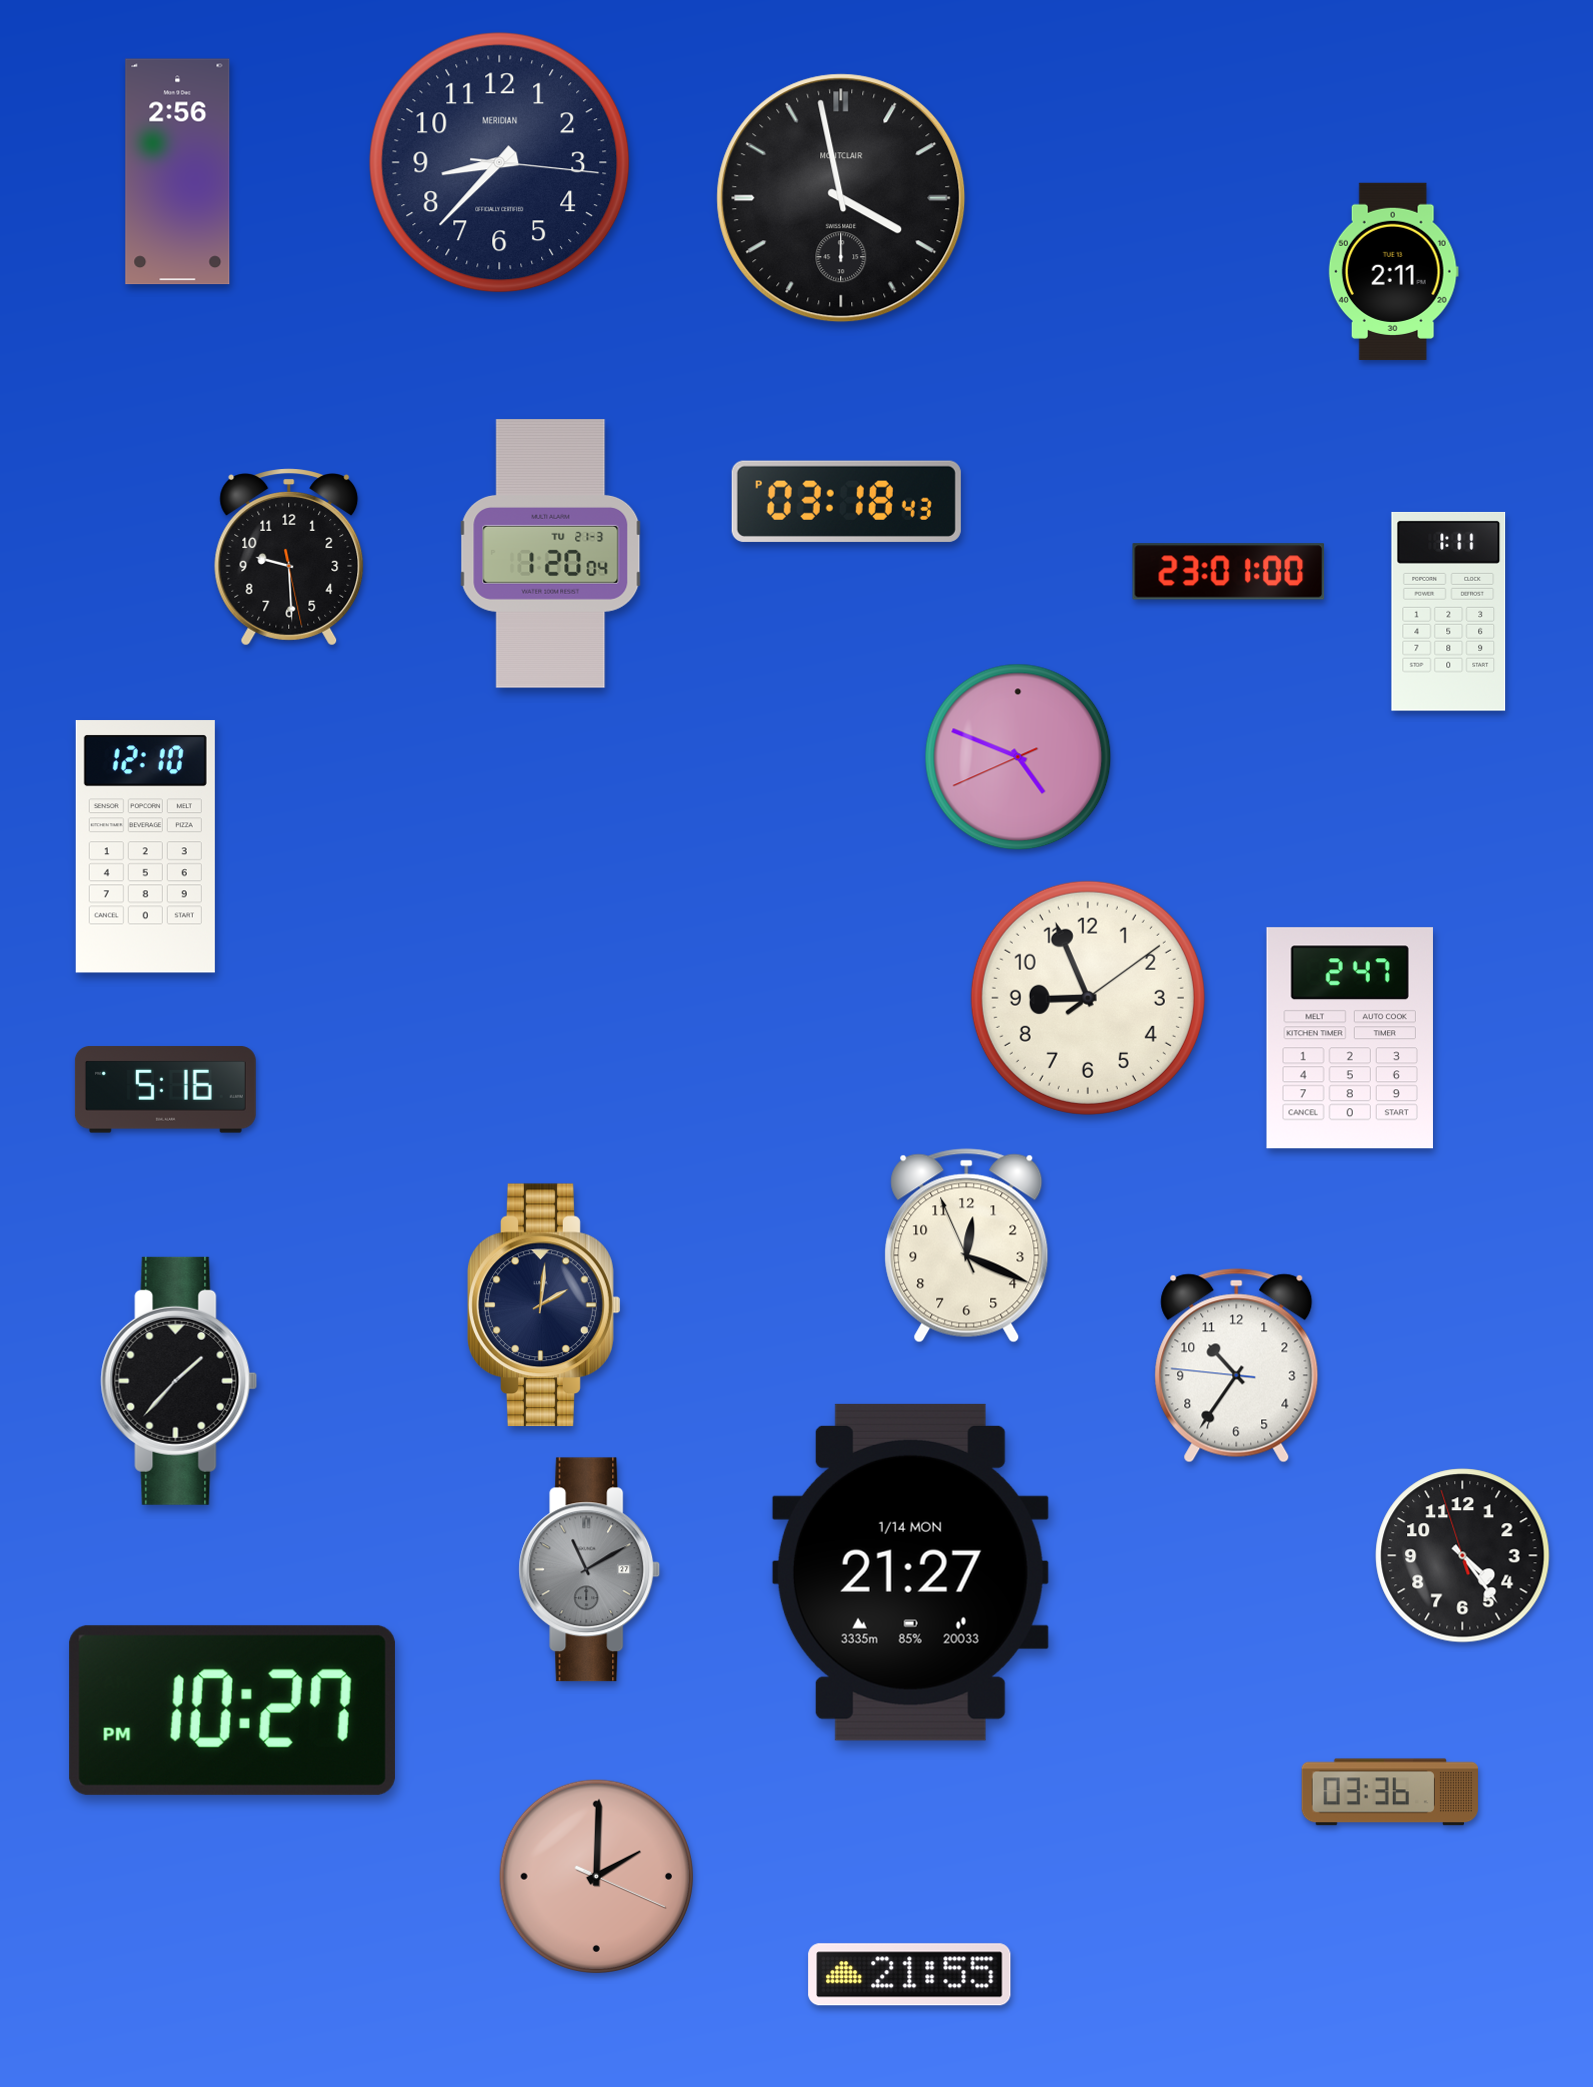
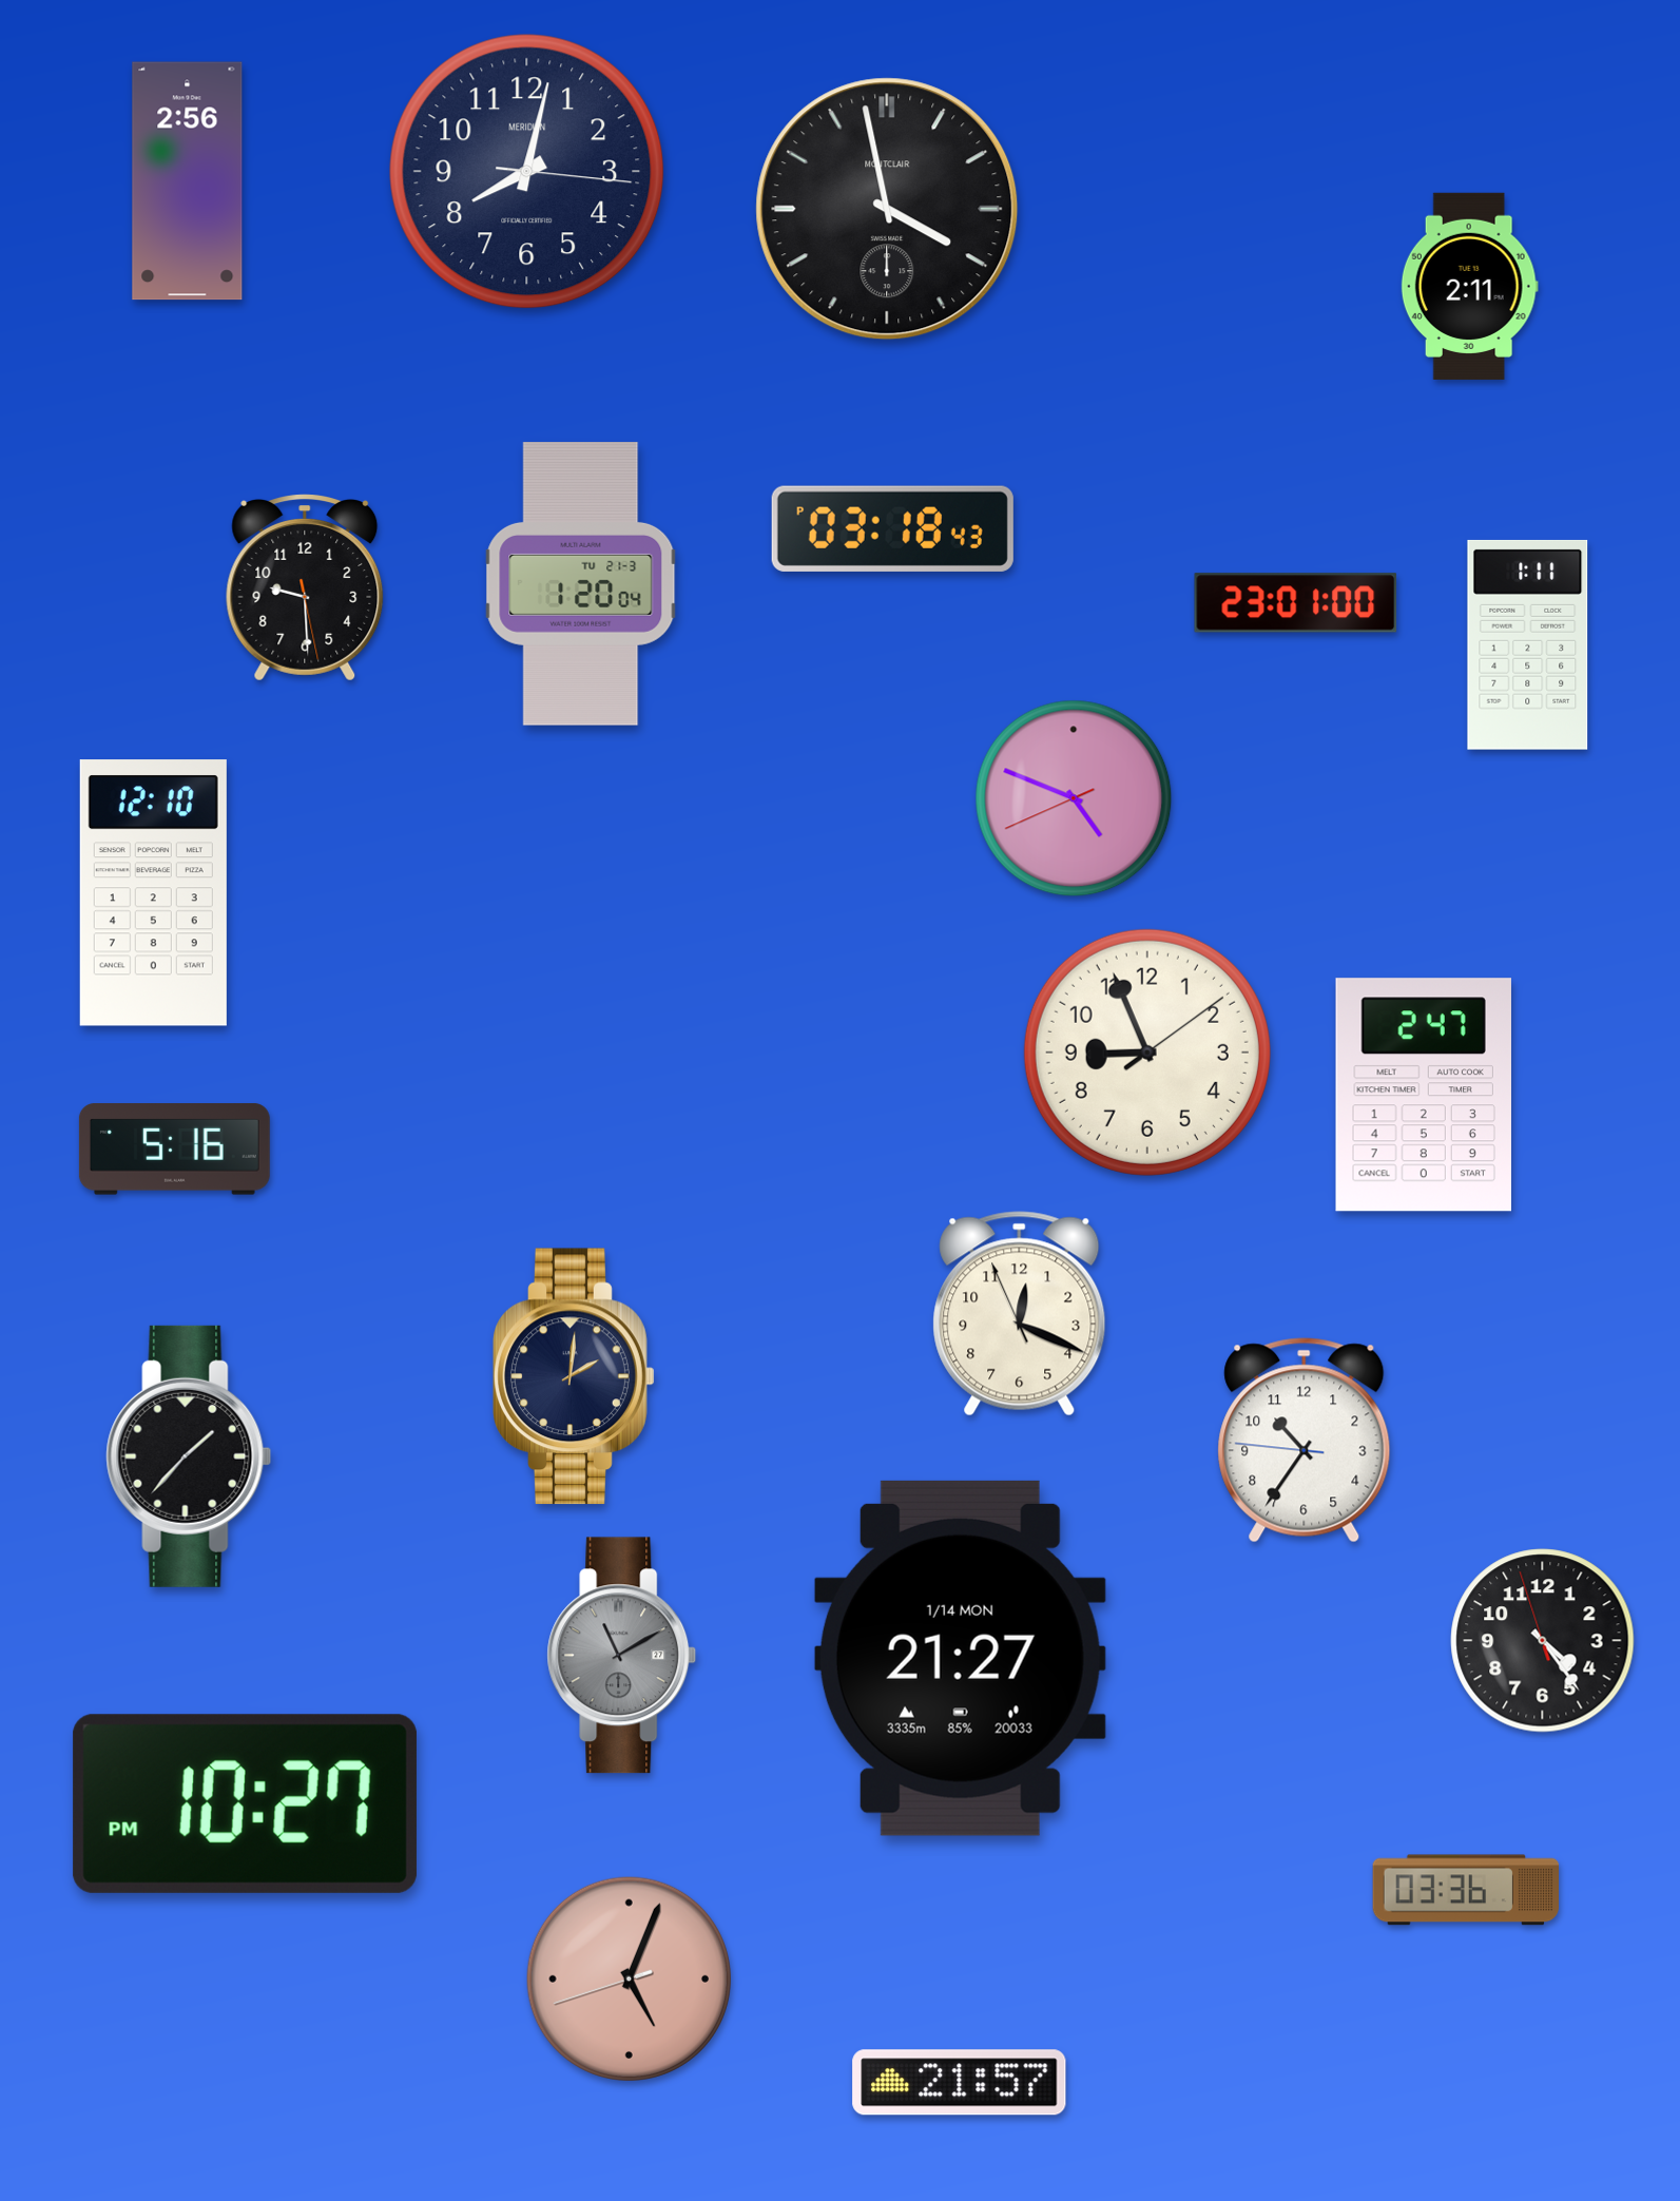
clock at (500, 163): 8:37 -> 8:02
clock at (596, 1876): 2:00 -> 5:03
clock at (910, 1975): 21:55 -> 21:57
